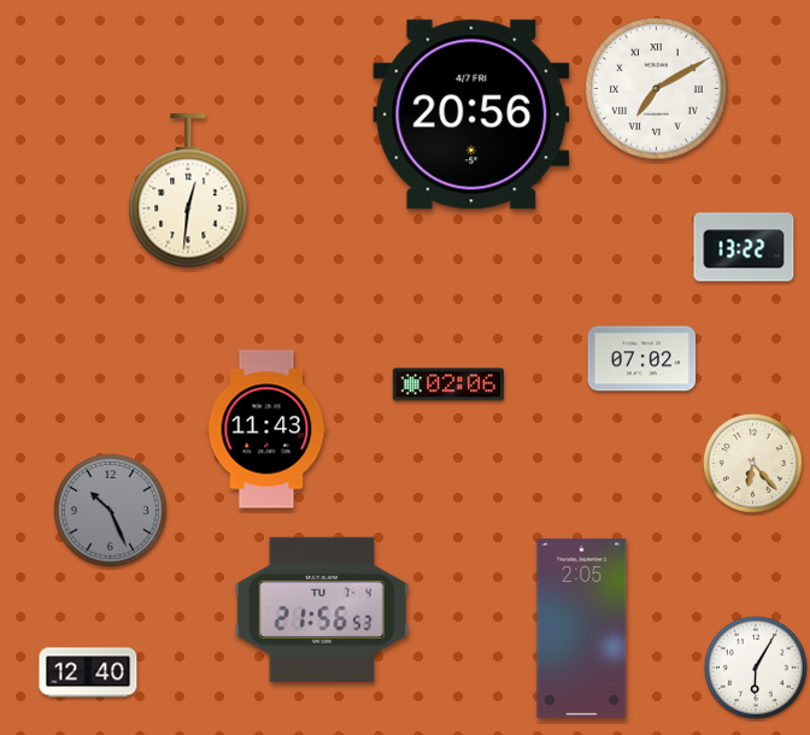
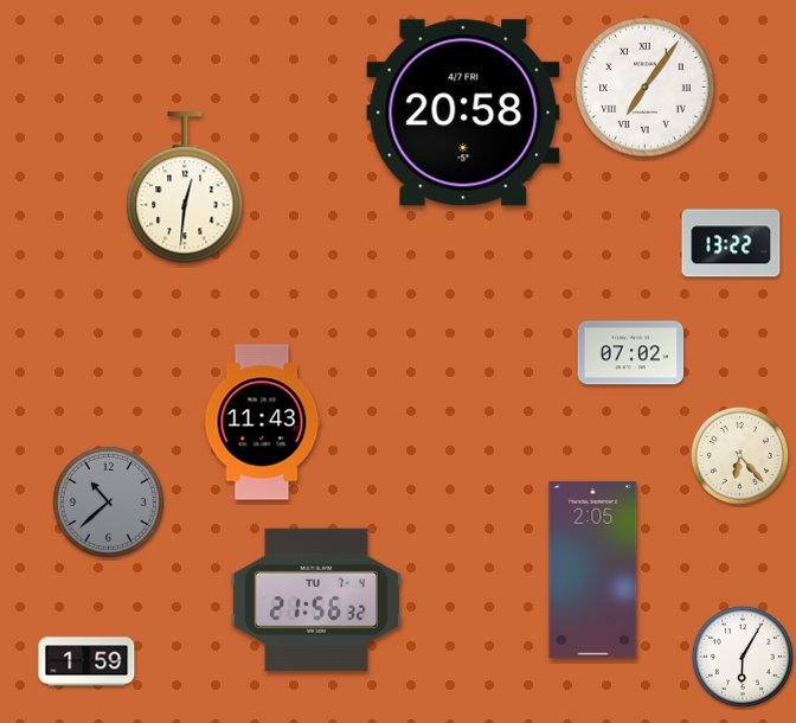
clock at (657, 89): 7:10 -> 7:06
clock at (471, 114): 20:56 -> 20:58
clock at (448, 384): 02:06 -> none
clock at (110, 510): 10:26 -> 10:38
clock at (322, 610): 21:56:53 -> 21:56:32
clock at (582, 628) position: (582, 628) -> (593, 569)
clock at (88, 672): 12:40 -> 1:59
